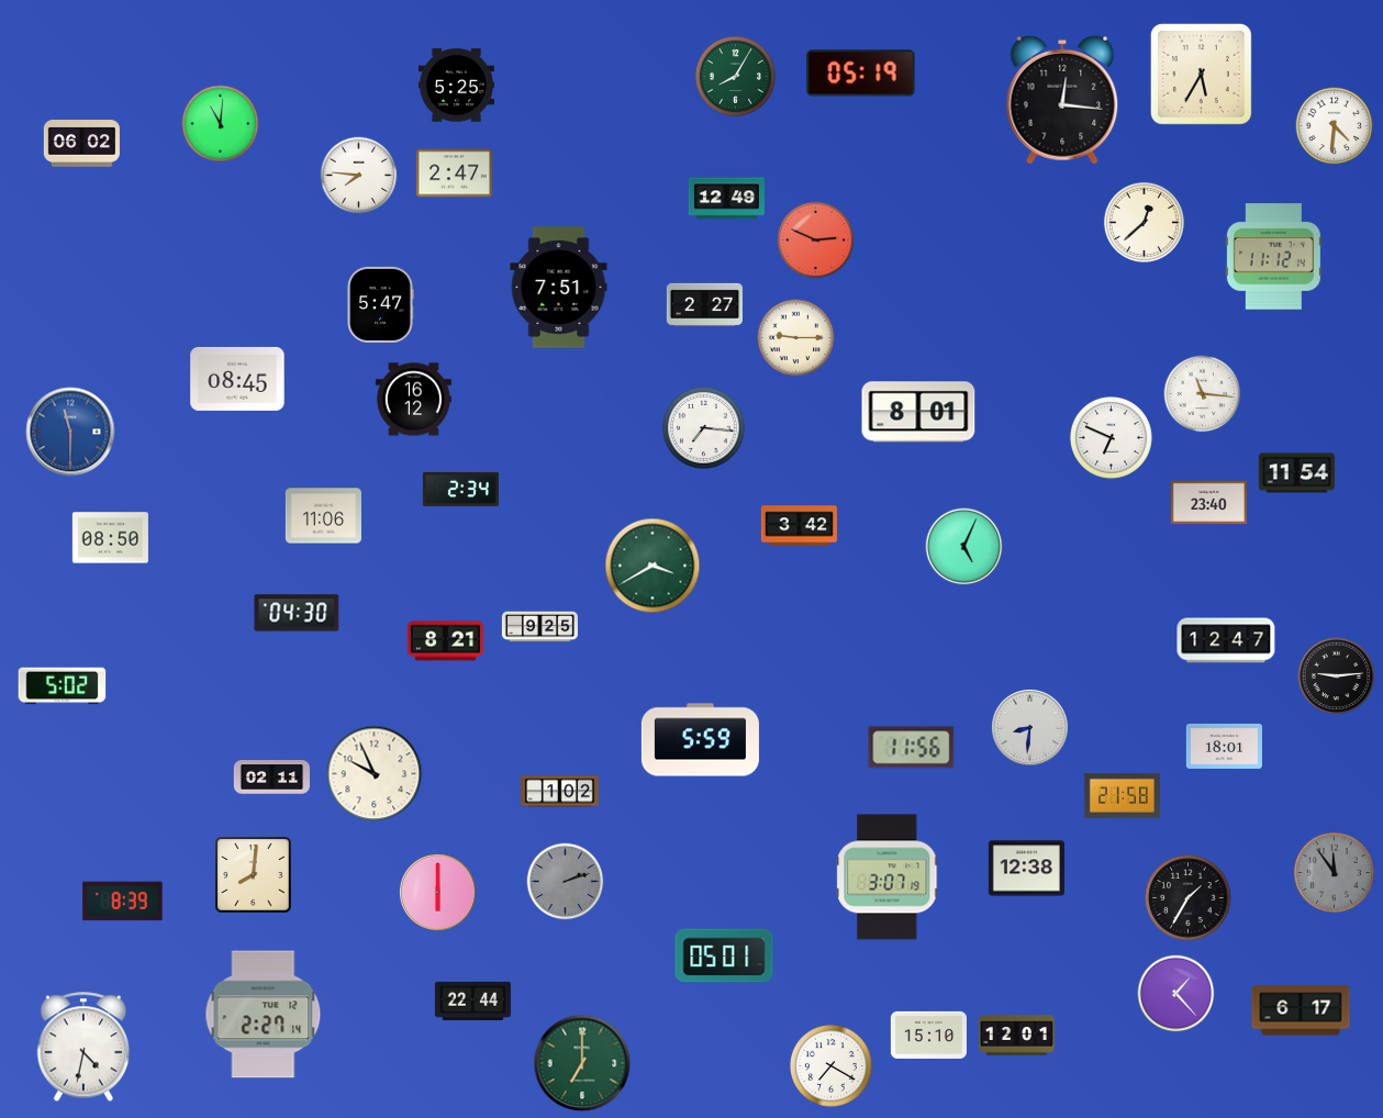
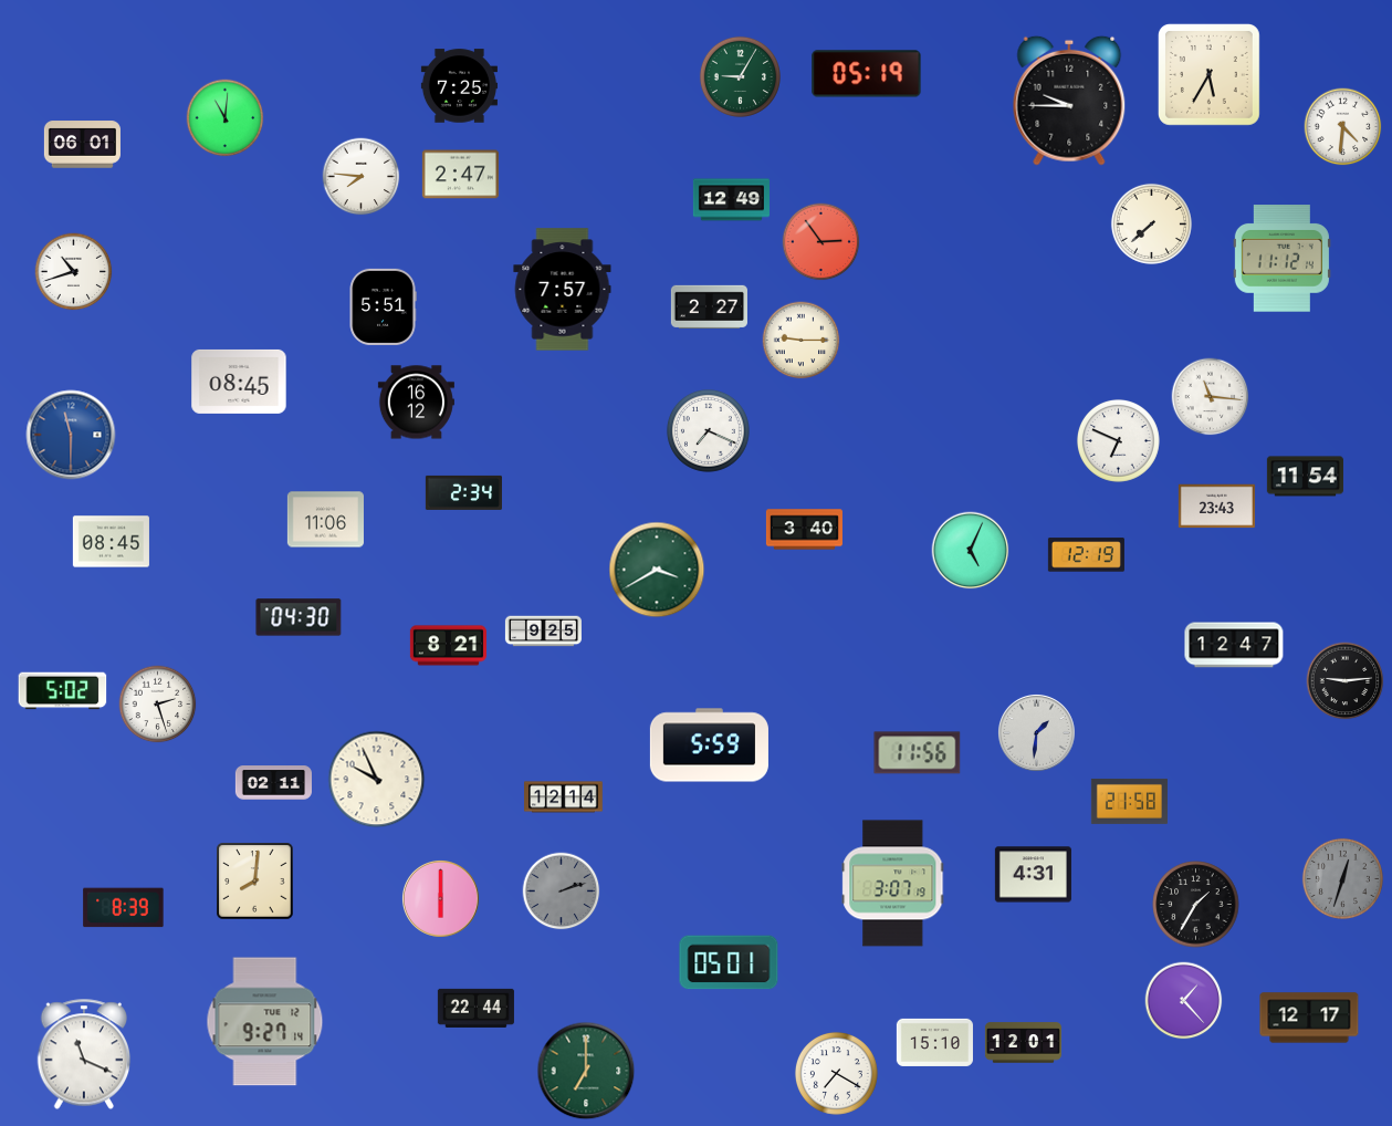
clock at (735, 76): 8:05 -> 9:05
clock at (456, 86): 5:25 -> 7:25
clock at (1062, 100): 12:16 -> 9:45
clock at (221, 124) position: (221, 124) -> (226, 118)
clock at (81, 144): 06:02 -> 06:01
clock at (454, 174) position: (454, 174) -> (460, 175)
clock at (1144, 222): 12:38 -> 7:38
clock at (816, 241): 2:49 -> 2:54
clock at (74, 272): none -> 10:42
clock at (559, 288): 7:51 -> 7:57
clock at (380, 304): 5:47 -> 5:51
clock at (918, 412): 8:01 -> none
clock at (703, 428): 7:16 -> 7:19
clock at (1208, 503): 23:40 -> 23:43
clock at (799, 526): 3:42 -> 3:40
clock at (110, 538): 08:50 -> 08:45
clock at (1086, 555): none -> 12:19
clock at (158, 705): none -> 2:27
clock at (1029, 727): 8:31 -> 1:31
clock at (700, 740) position: (700, 740) -> (709, 746)
clock at (1224, 746): 18:01 -> none
clock at (560, 792): 1:02 -> 12:14
clock at (1026, 869): 12:38 -> 4:31
clock at (1334, 872): 11:54 -> 12:33
clock at (566, 882) position: (566, 882) -> (562, 892)
clock at (1301, 1010): 6:17 -> 12:17
clock at (264, 1015): 2:27 -> 9:27
clock at (83, 1047): 4:32 -> 11:19
